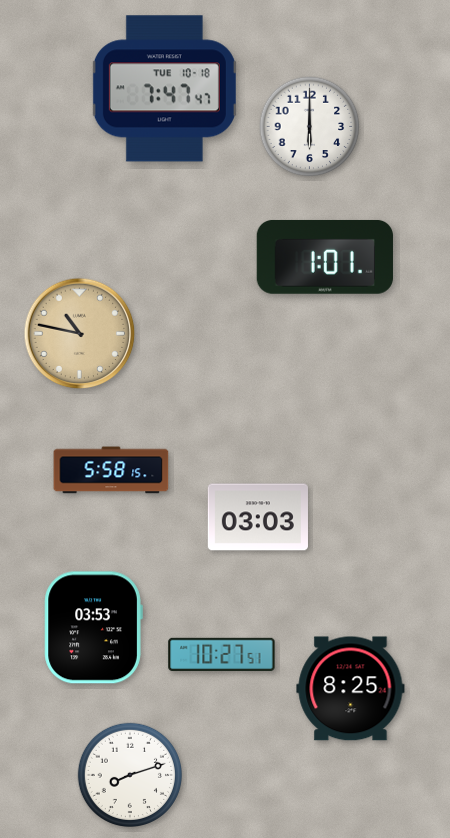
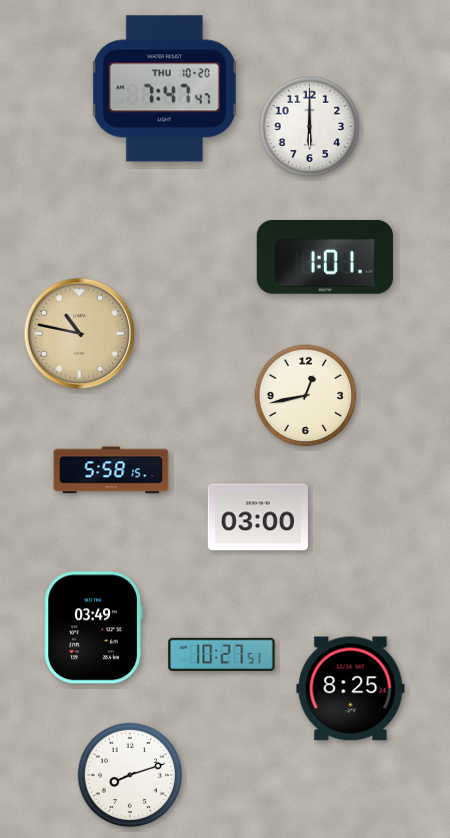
clock at (164, 89) date: TUE 10-18 -> THU 10-20
clock at (306, 396): none -> 12:43
clock at (258, 517): 03:03 -> 03:00
clock at (93, 628): 03:53 -> 03:49
